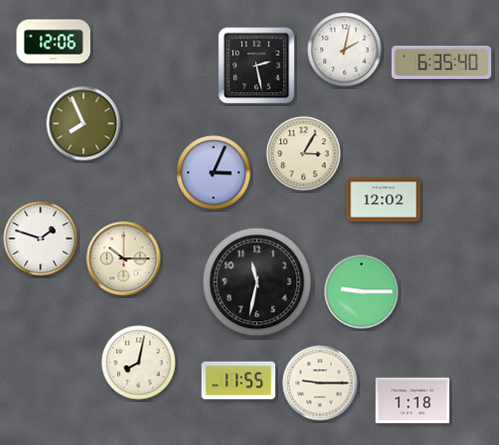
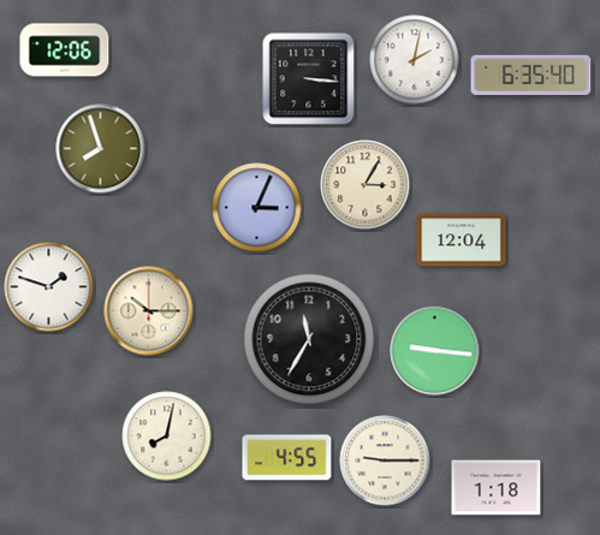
clock at (257, 66): 2:28 -> 3:16
clock at (84, 124): 7:56 -> 7:57
clock at (384, 200): 12:02 -> 12:04
clock at (257, 282): 11:32 -> 11:35
clock at (362, 292): 9:15 -> 9:16
clock at (239, 381): 11:55 -> 4:55
clock at (413, 401) position: (413, 401) -> (497, 488)
